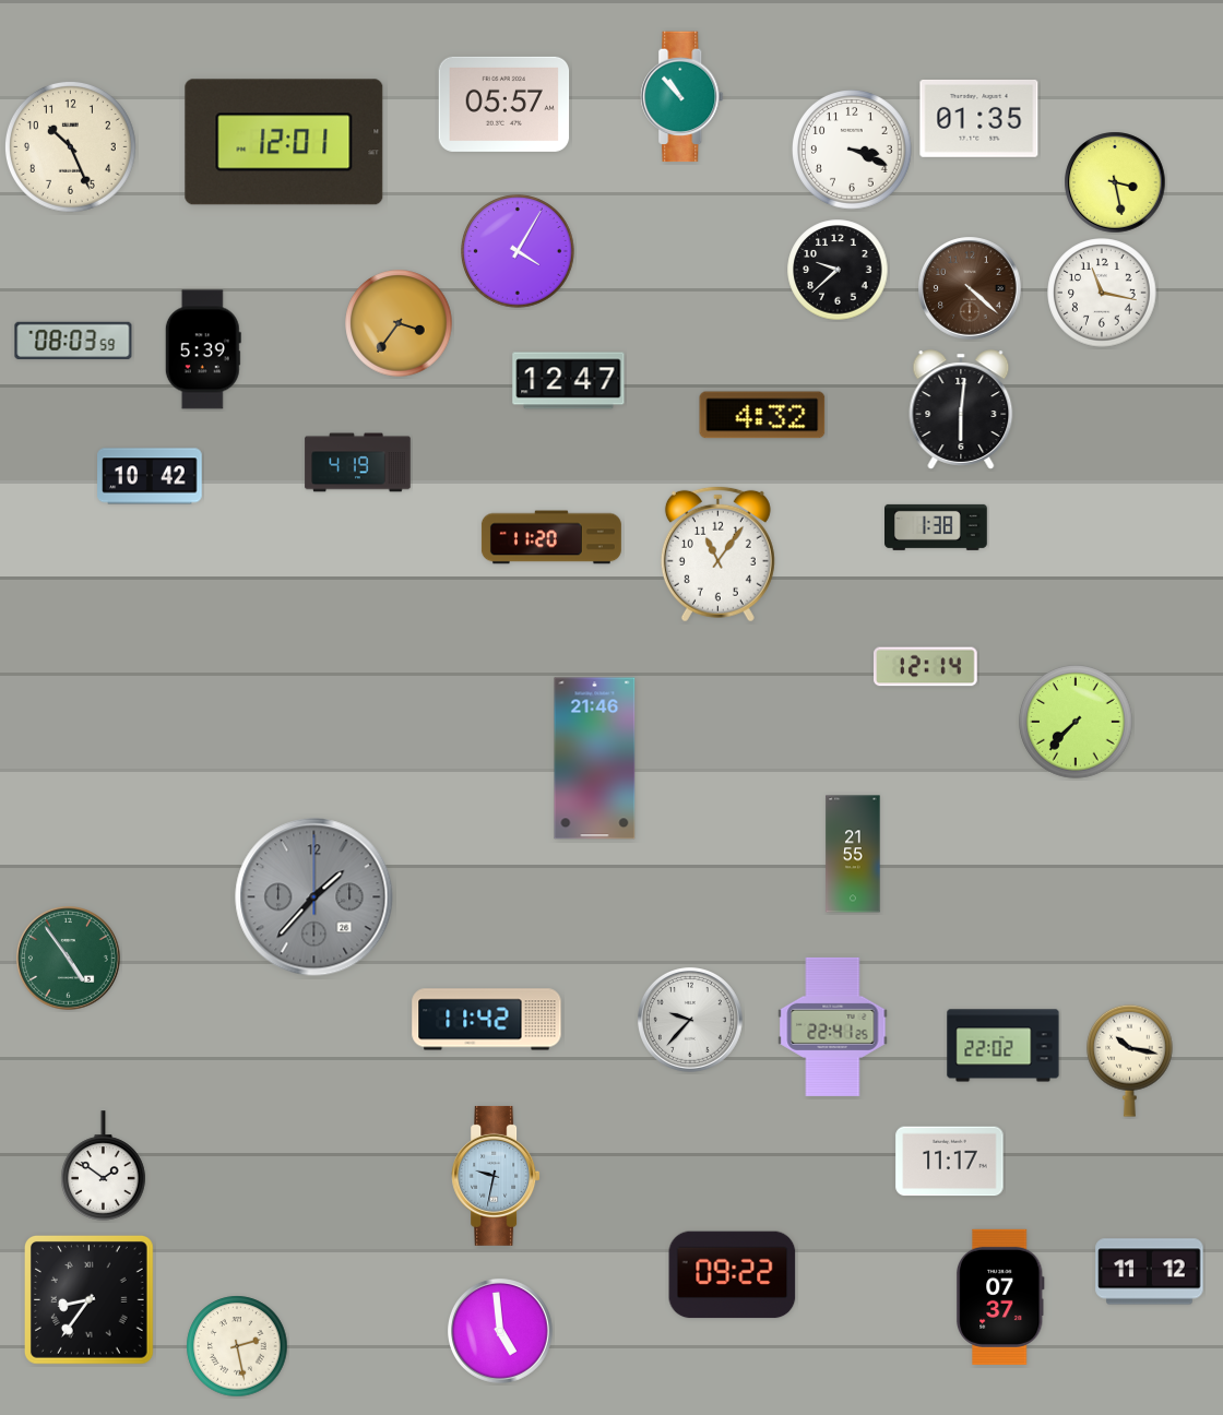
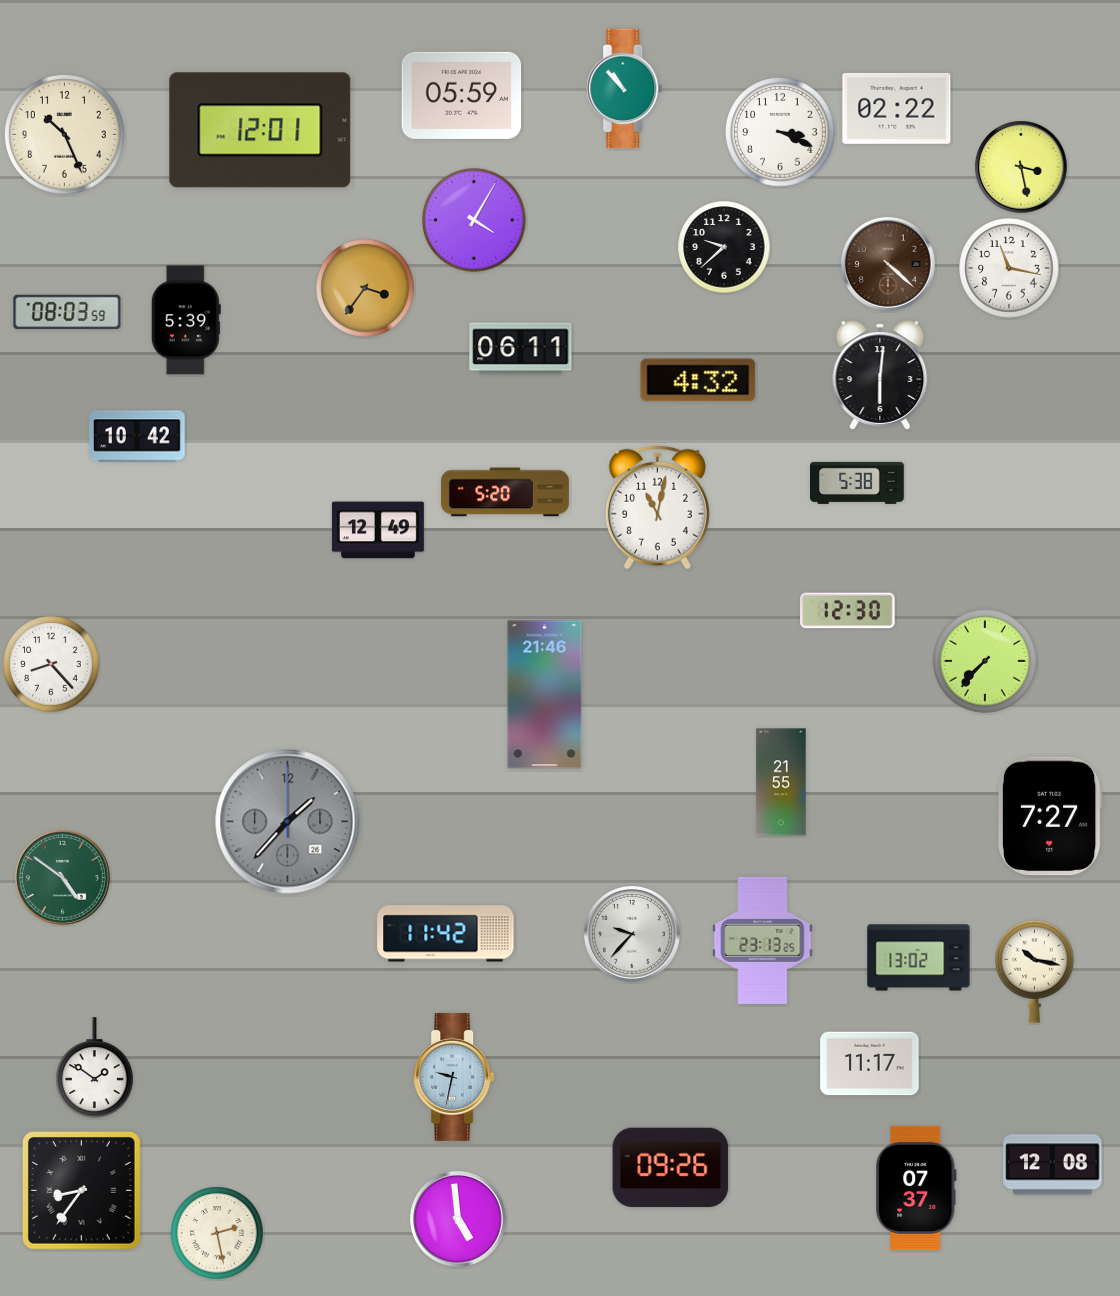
clock at (504, 104): 05:57 -> 05:59
clock at (979, 118): 01:35 -> 02:22
clock at (853, 151) position: (853, 151) -> (781, 133)
clock at (518, 251) position: (518, 251) -> (474, 220)
clock at (838, 270) position: (838, 270) -> (724, 247)
clock at (399, 323) position: (399, 323) -> (365, 288)
clock at (569, 381): 12:47 -> 06:11
clock at (358, 463): 4:19 -> none
clock at (937, 527): 1:38 -> 5:38
clock at (551, 537): 11:20 -> 5:20
clock at (717, 554): 11:06 -> 11:02
clock at (378, 530): none -> 12:49
clock at (926, 667): 12:14 -> 12:30
clock at (51, 664): none -> 8:23
clock at (1050, 816): none -> 7:27
clock at (69, 959): 4:54 -> 4:51
clock at (833, 1026): 22:41 -> 23:13
clock at (1004, 1046): 22:02 -> 13:02
clock at (1150, 1272): 11:12 -> 12:08
clock at (733, 1275): 09:22 -> 09:26
